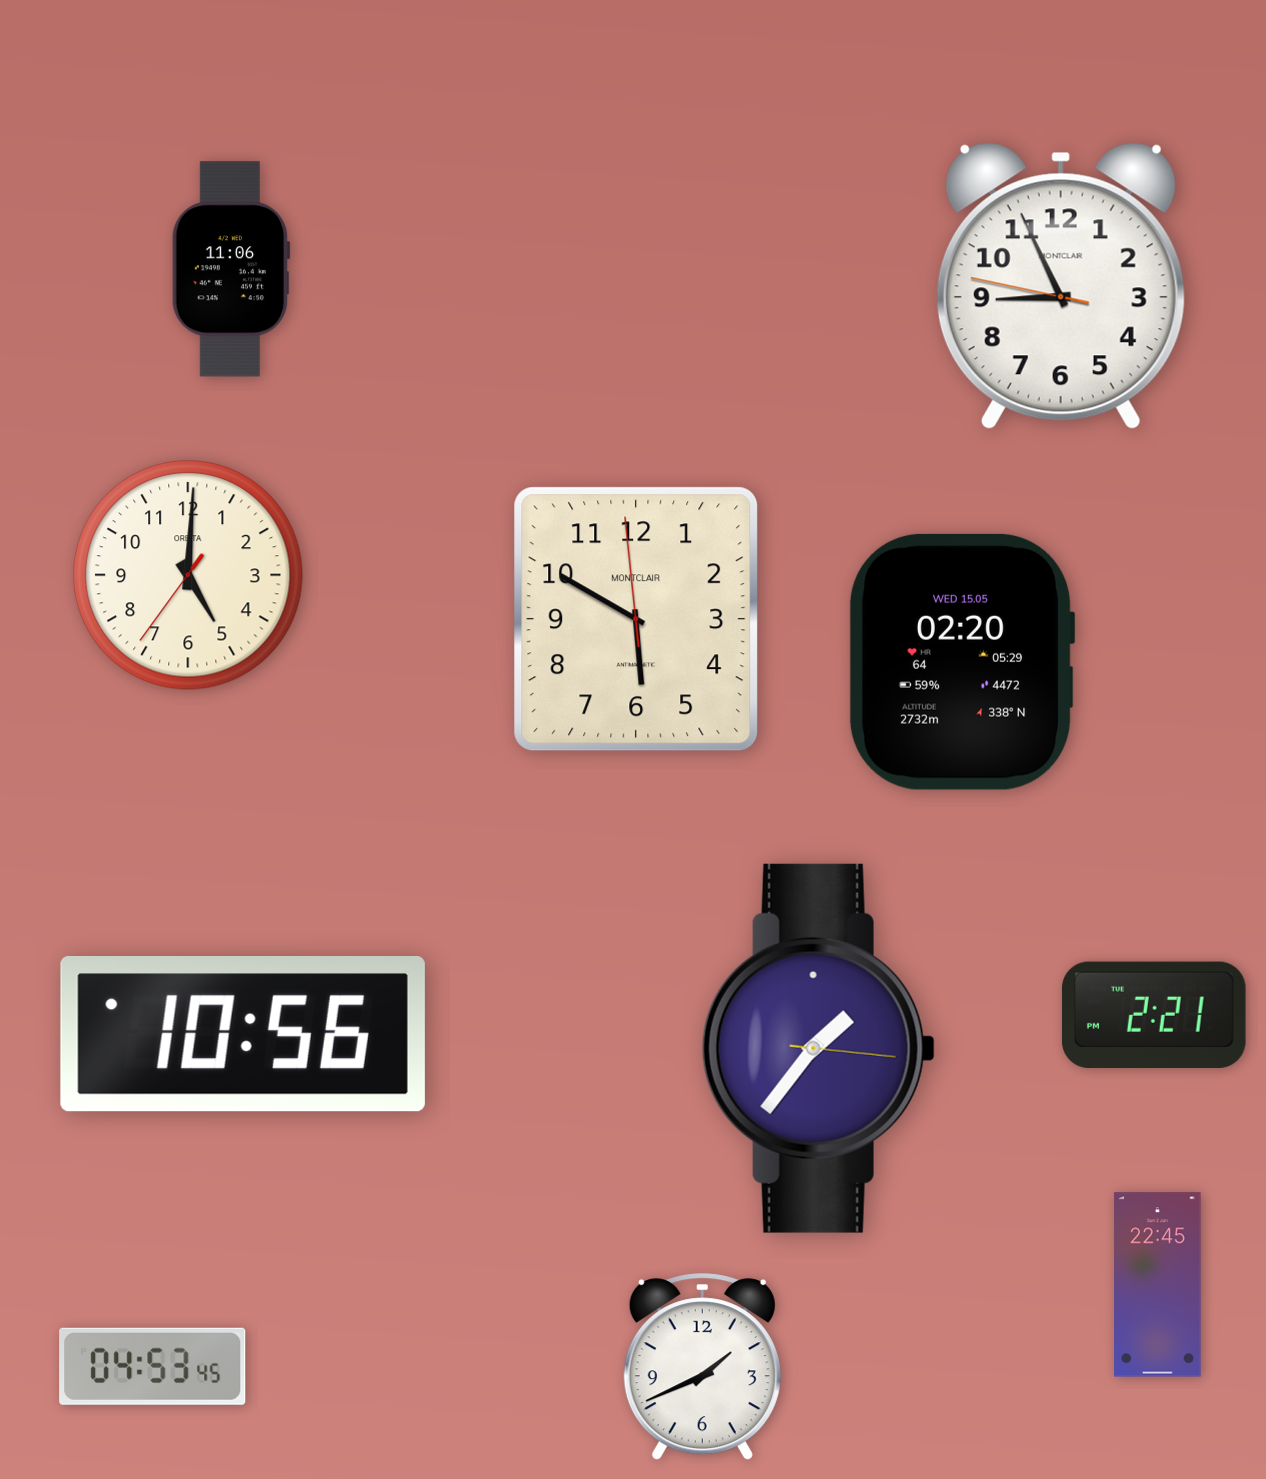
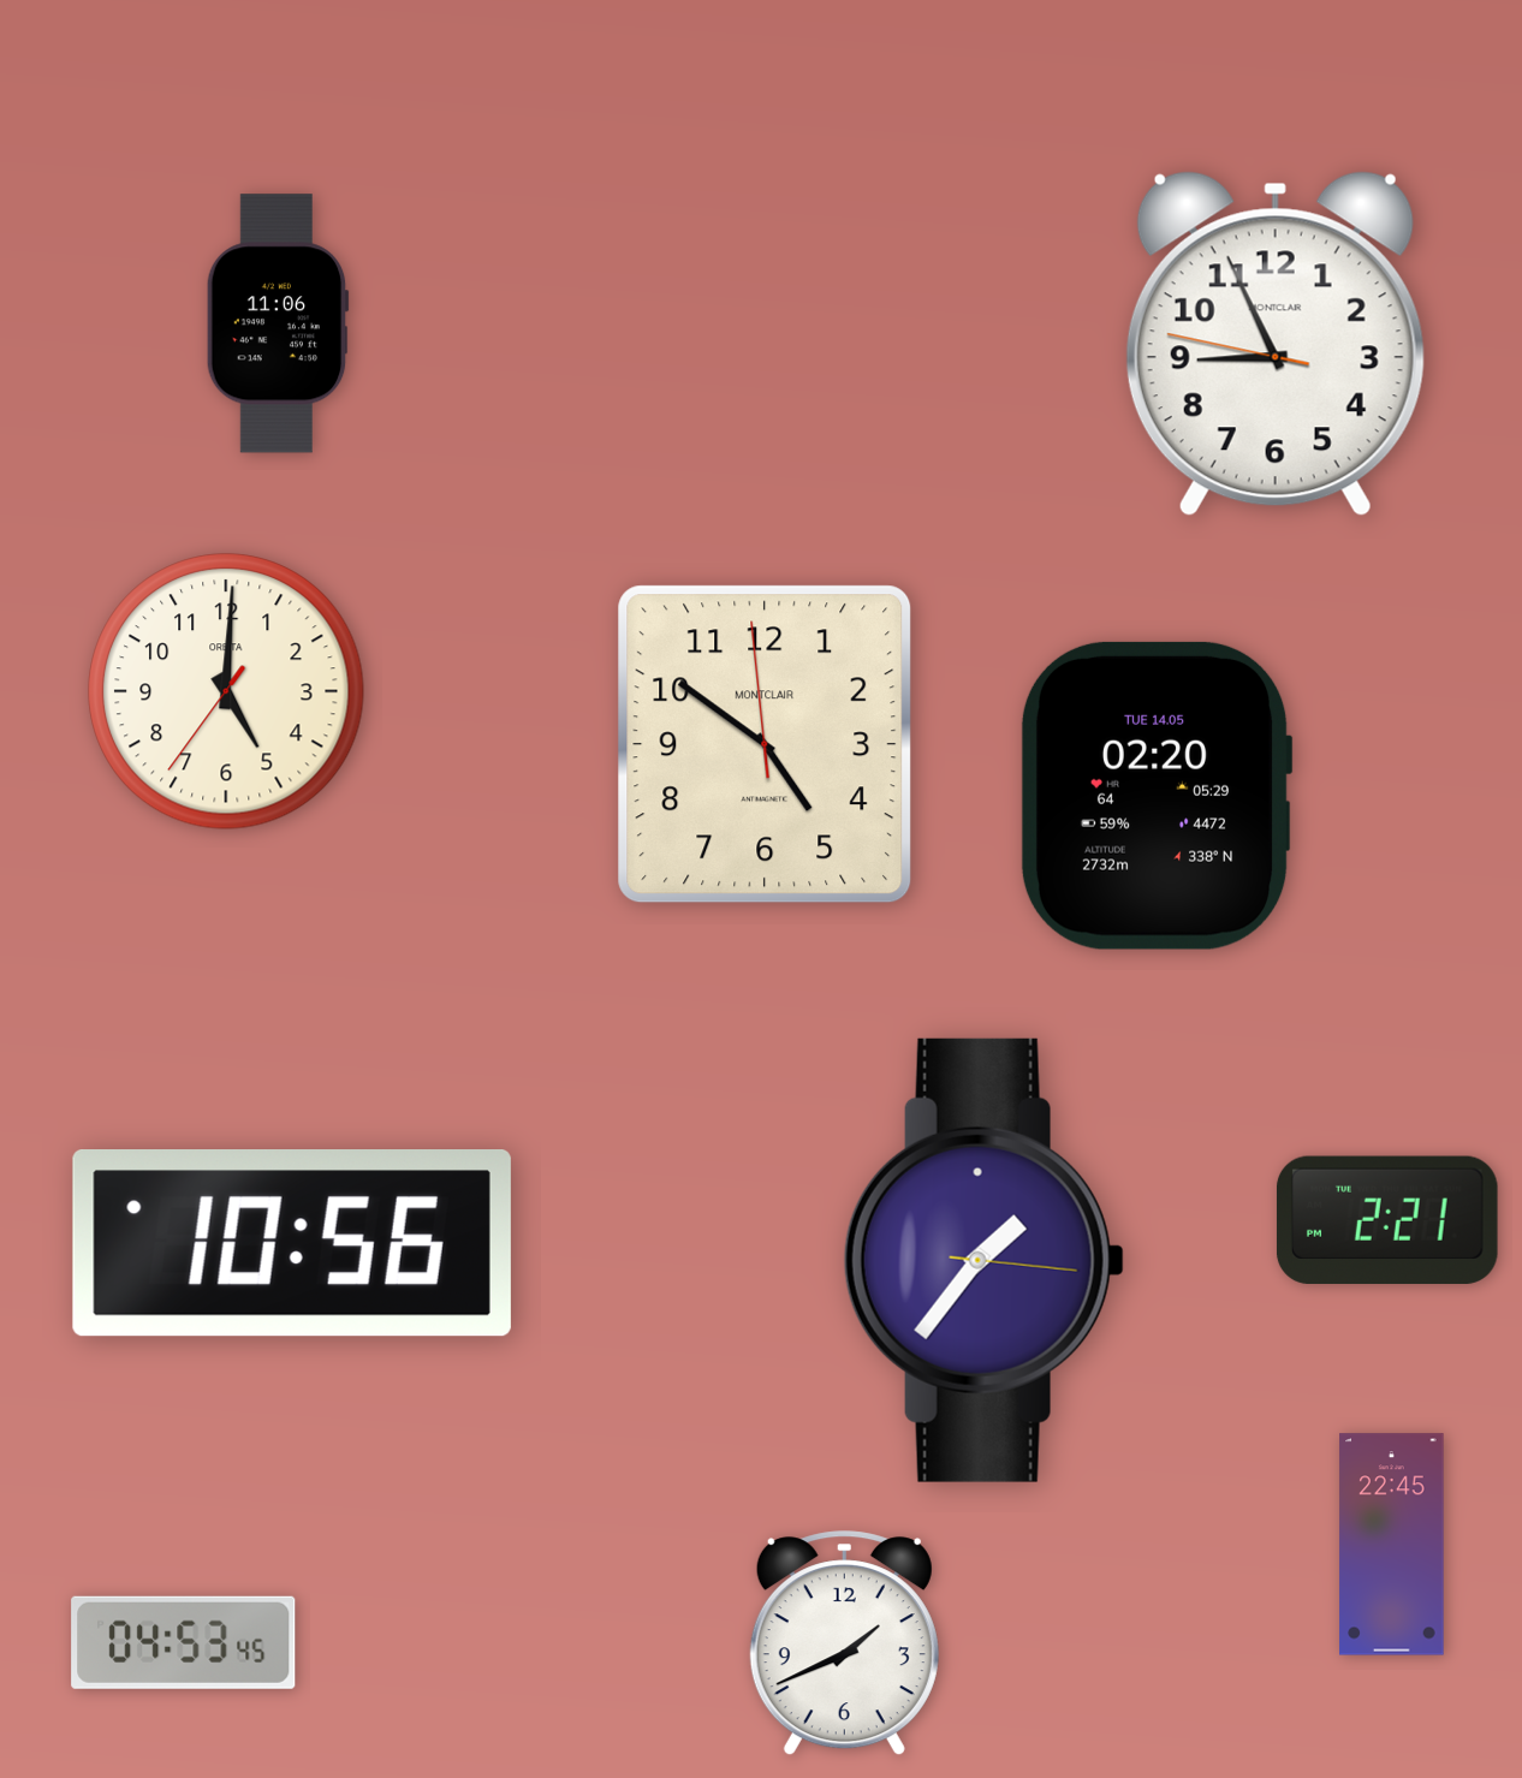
clock at (636, 619): 5:49 -> 4:50
clock at (962, 662) date: WED 15.05 -> TUE 14.05
